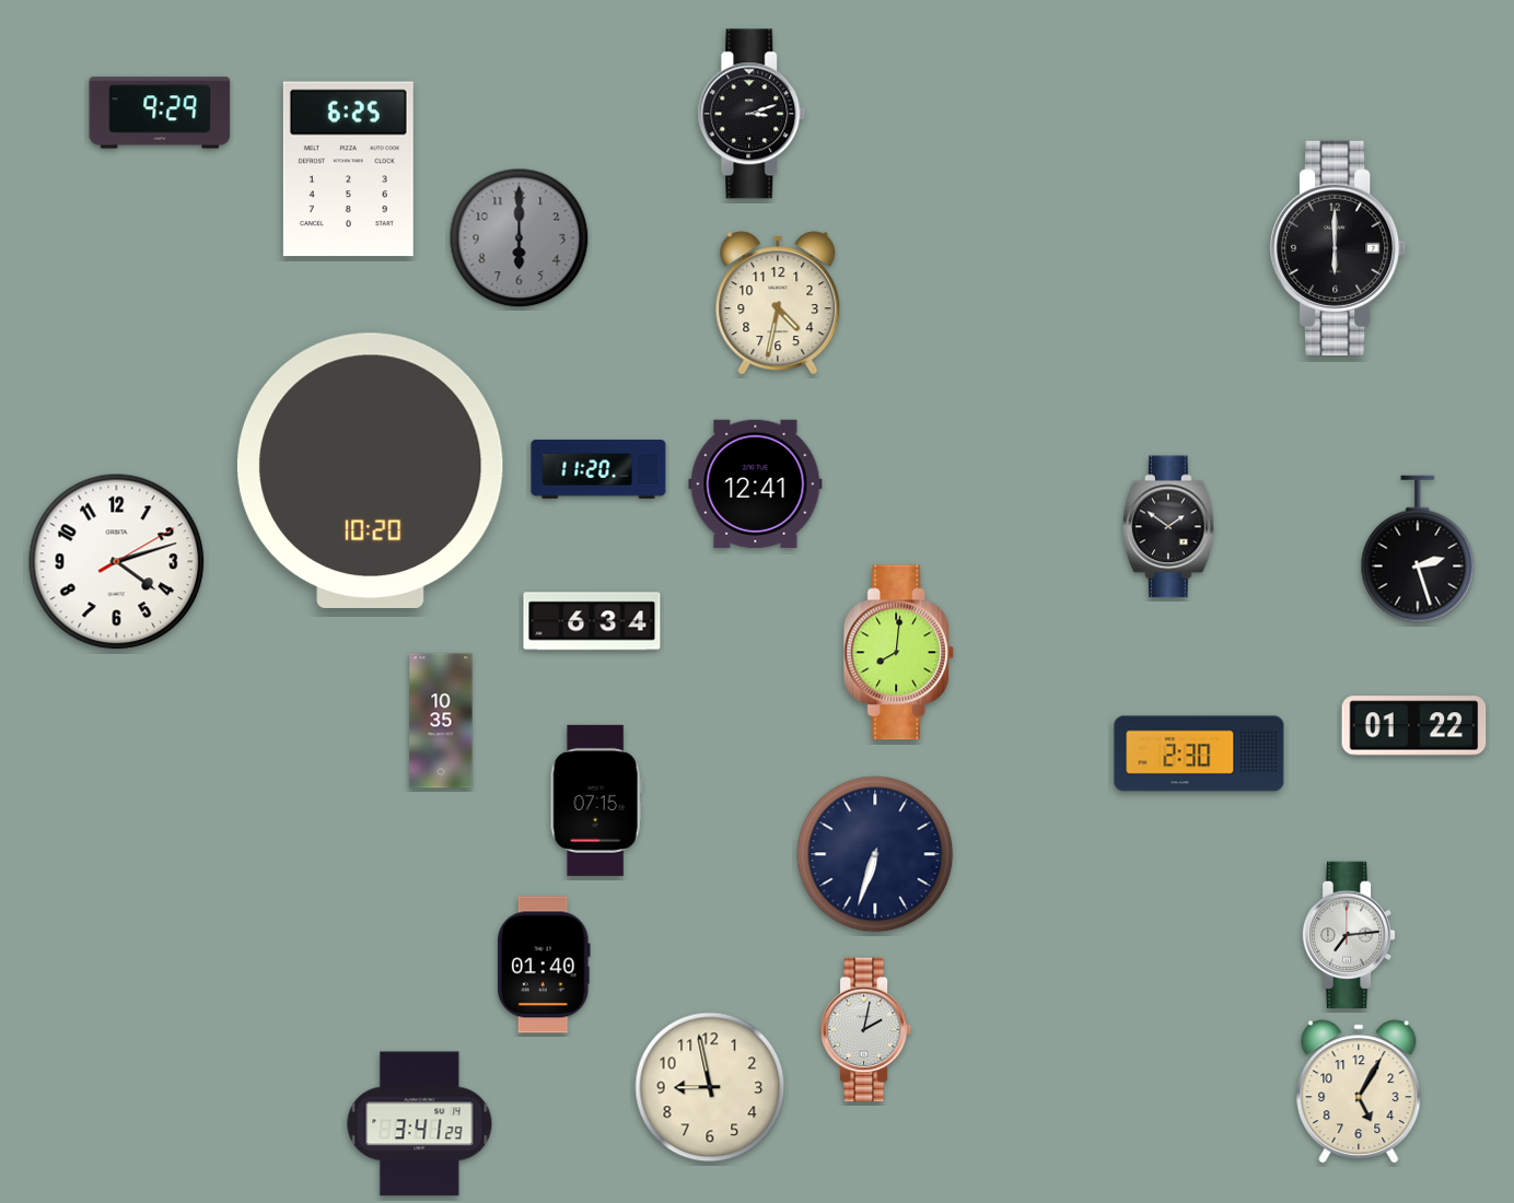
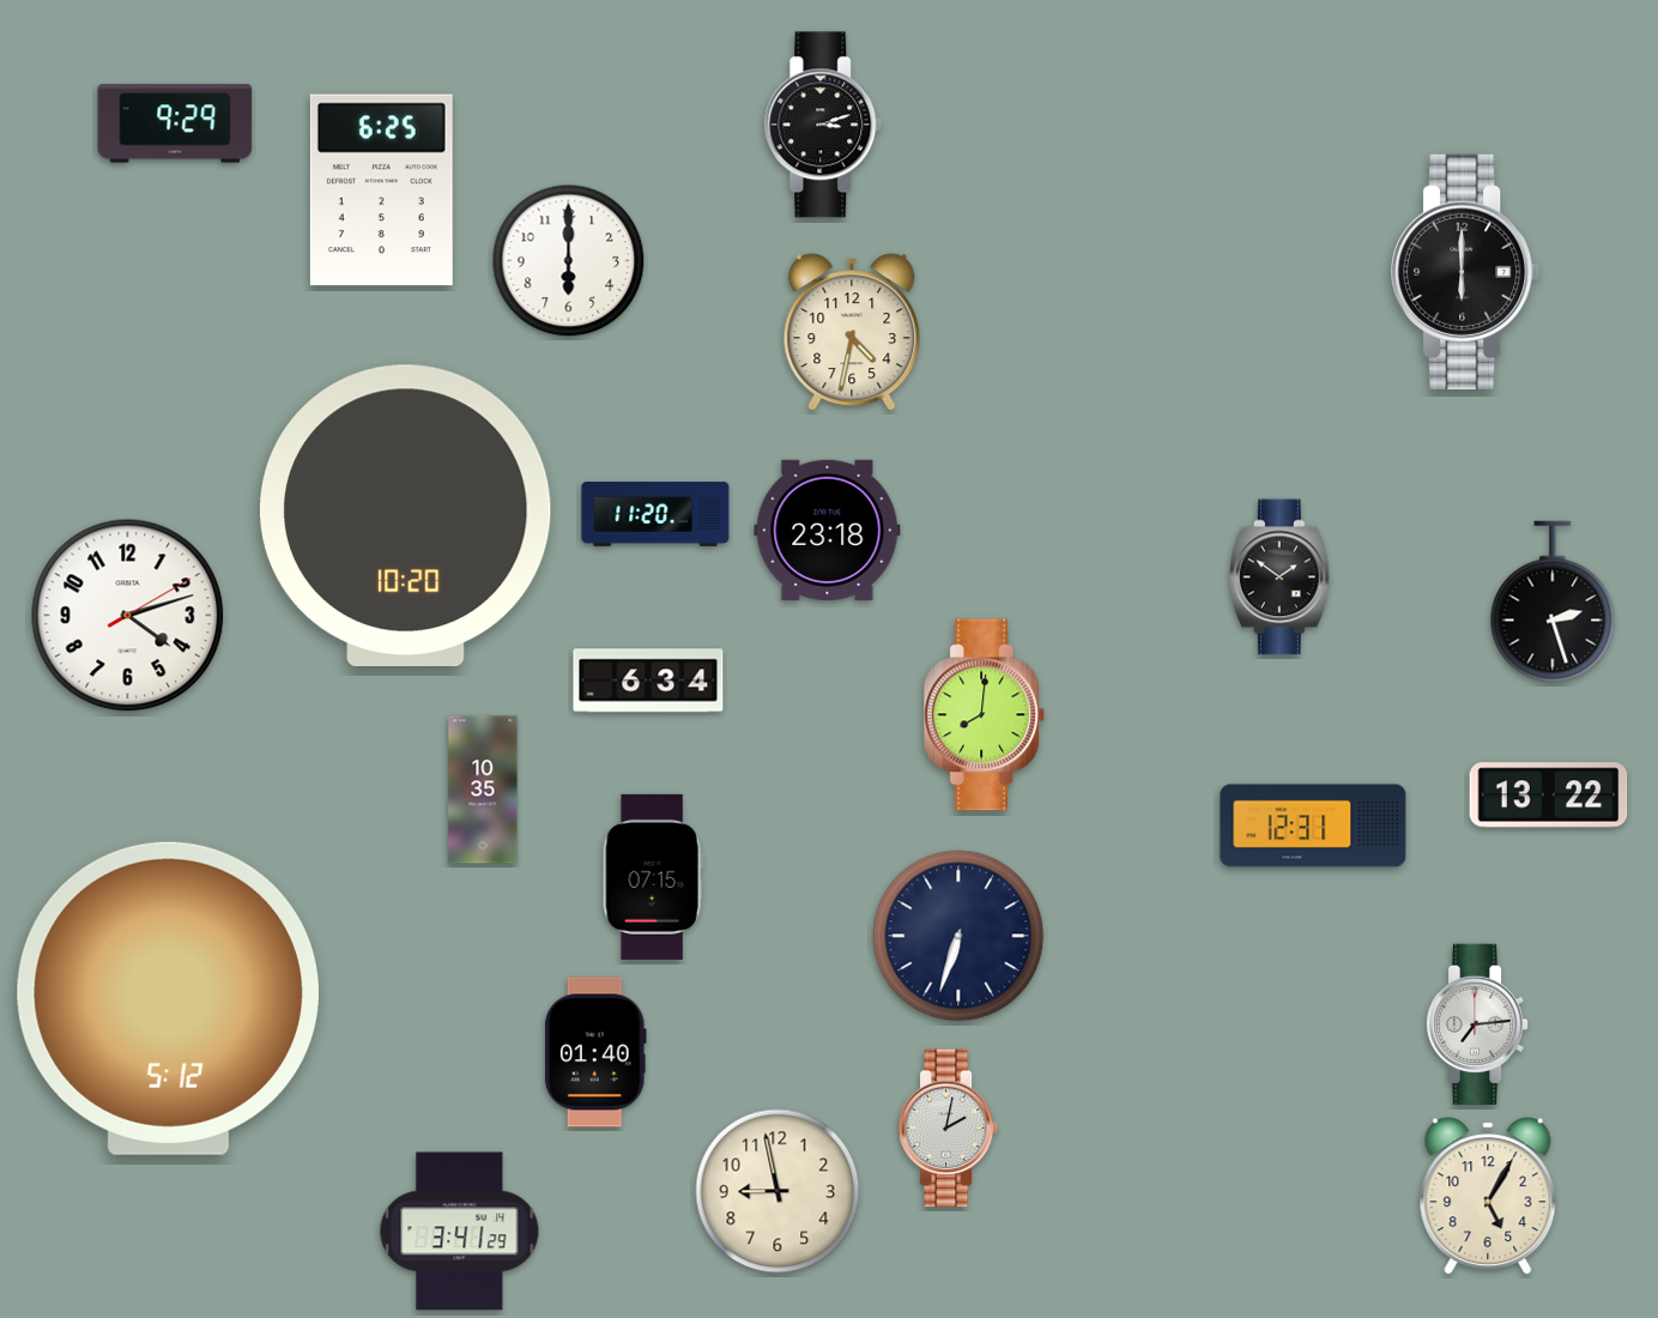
clock at (348, 170) position: (348, 170) -> (381, 191)
clock at (520, 238) dial: grey -> white
clock at (756, 483): 12:41 -> 23:18
clock at (1414, 726): 01:22 -> 13:22
clock at (1199, 754): 2:30 -> 12:31
clock at (168, 998): none -> 5:12
clock at (544, 965) position: (544, 965) -> (595, 1052)
